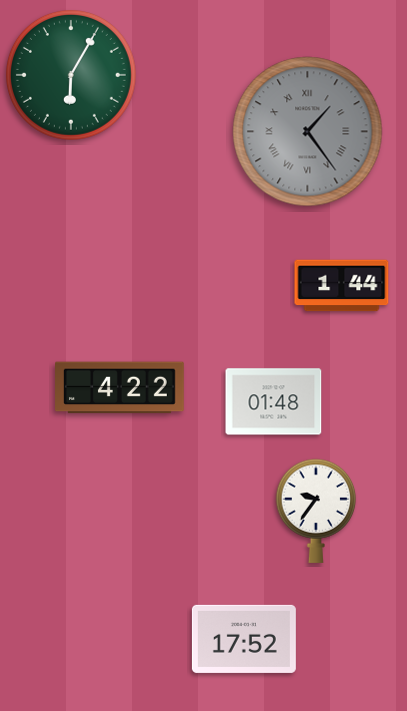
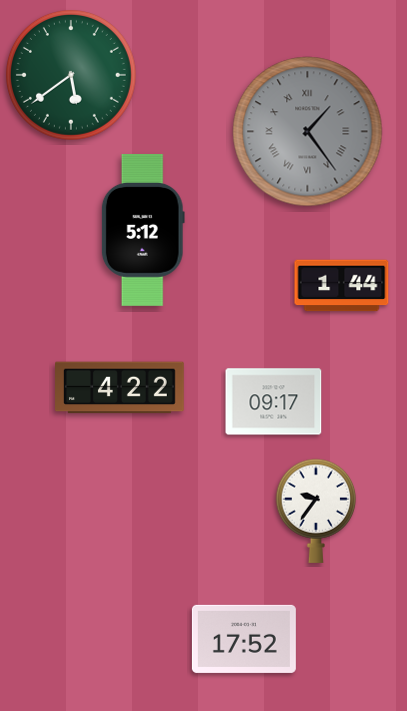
clock at (71, 75): 6:05 -> 5:39
clock at (143, 230): none -> 5:12
clock at (274, 402): 01:48 -> 09:17
